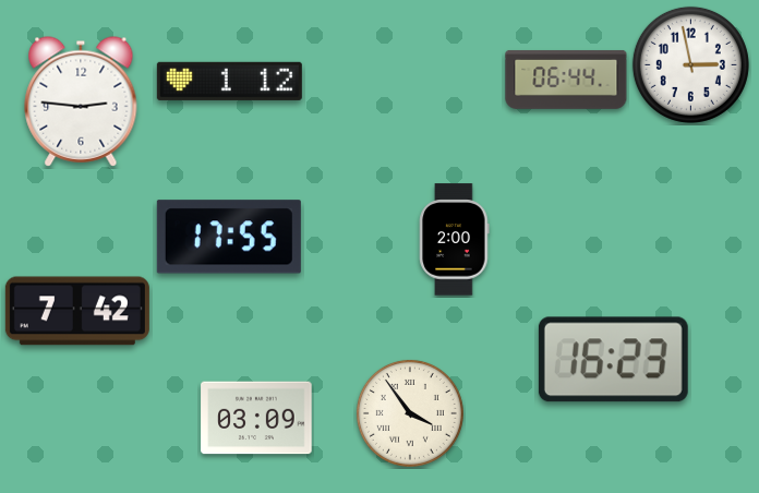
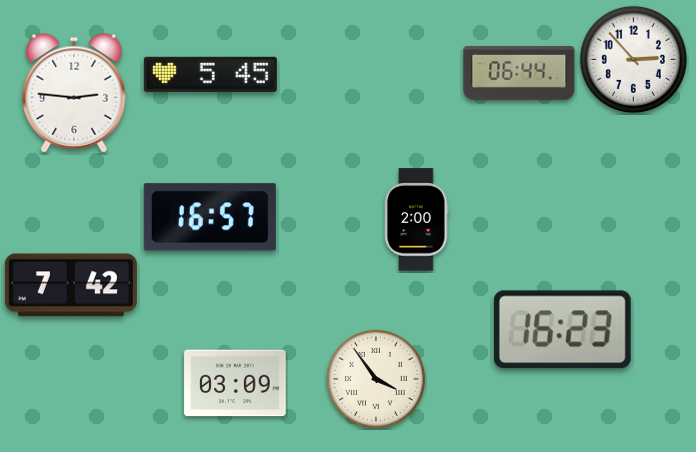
clock at (690, 64): 2:58 -> 2:53
clock at (229, 81): 1:12 -> 5:45
clock at (229, 237): 17:55 -> 16:57
